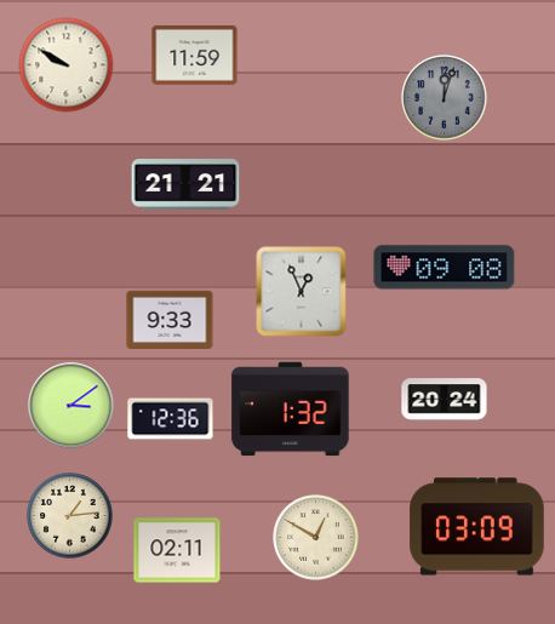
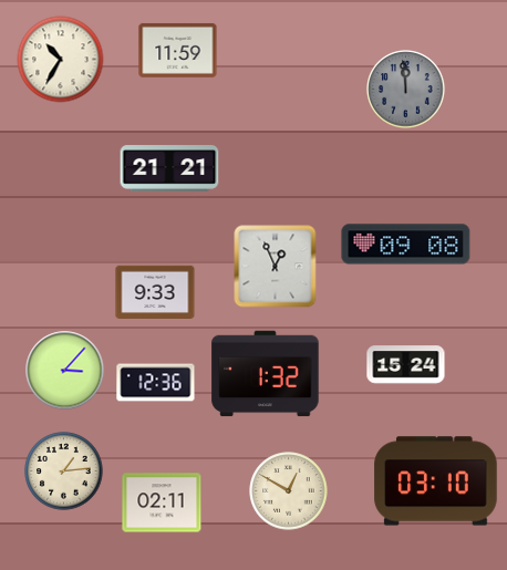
clock at (67, 65): 9:50 -> 10:35
clock at (445, 98): 12:03 -> 11:59
clock at (445, 400): 20:24 -> 15:24
clock at (71, 406): 3:09 -> 3:07
clock at (477, 527): 03:09 -> 03:10
